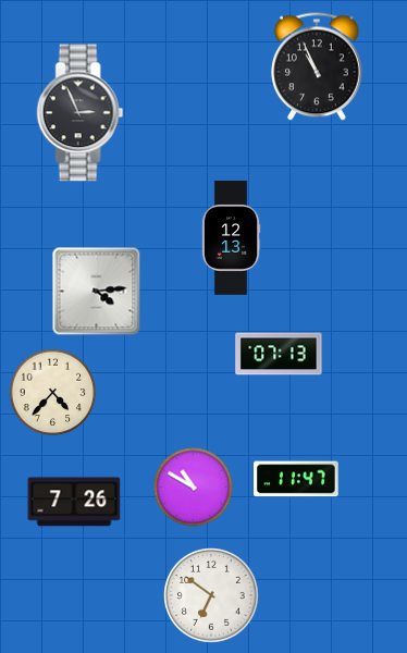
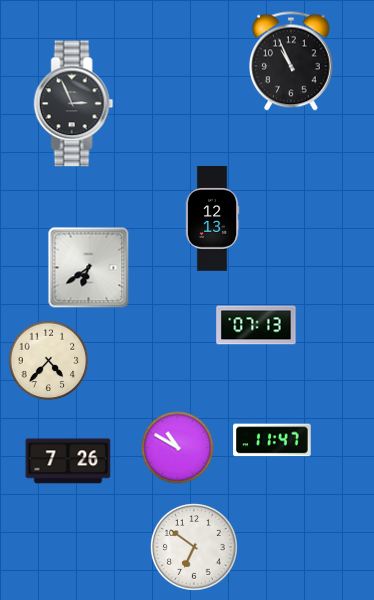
clock at (97, 292): 4:14 -> 6:39
